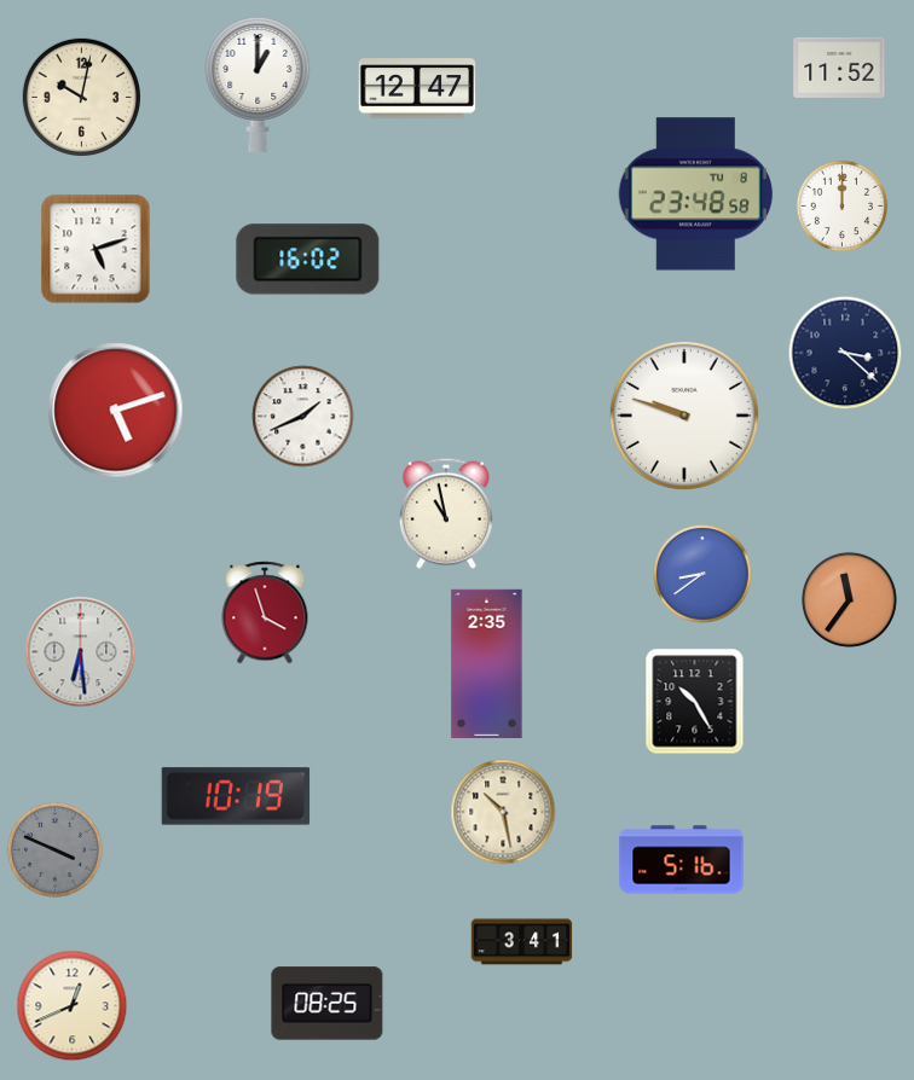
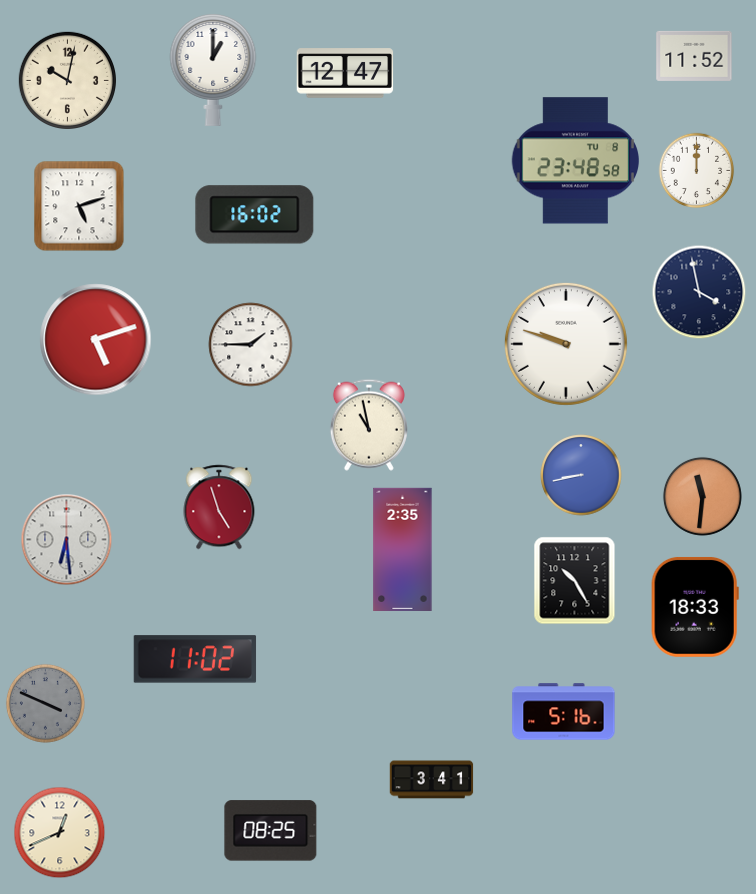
clock at (845, 353): 3:22 -> 3:58
clock at (303, 417): 1:41 -> 1:45
clock at (702, 574): 8:39 -> 8:43
clock at (849, 599): 11:36 -> 11:31
clock at (265, 612): 3:57 -> 4:57
clock at (695, 607): none -> 18:33
clock at (236, 796): 10:19 -> 11:02
clock at (503, 812): 10:28 -> none
